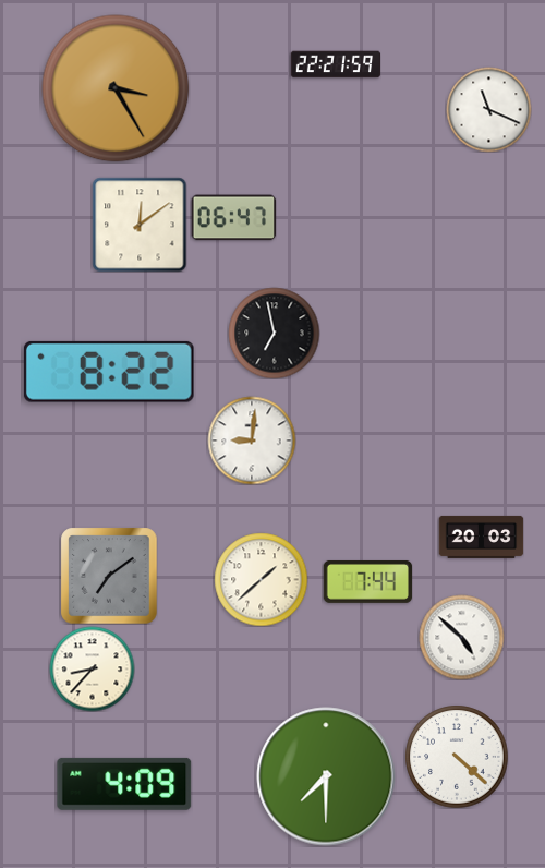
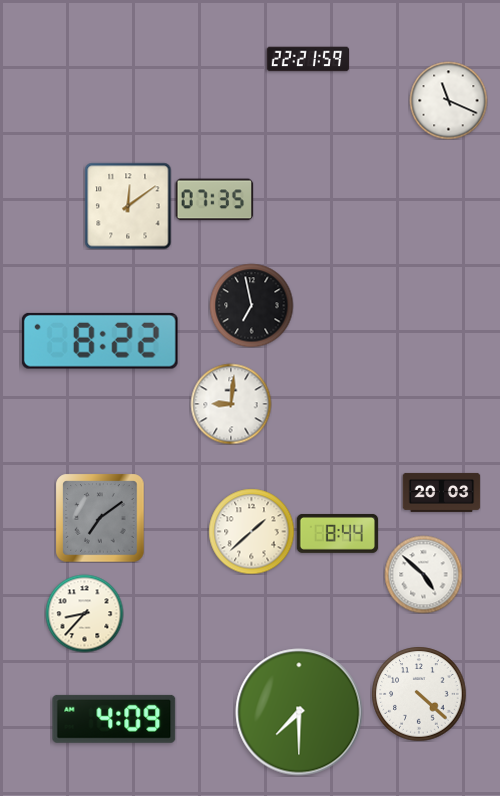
clock at (116, 88): 3:25 -> none
clock at (233, 218): 06:47 -> 07:35
clock at (109, 576) position: (109, 576) -> (100, 518)
clock at (261, 579) position: (261, 579) -> (251, 531)
clock at (367, 581): 7:44 -> 8:44
clock at (461, 637) position: (461, 637) -> (423, 574)
